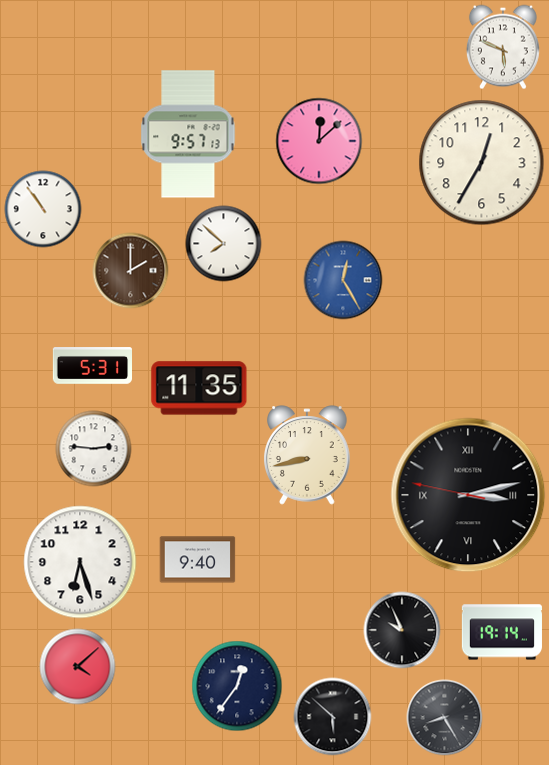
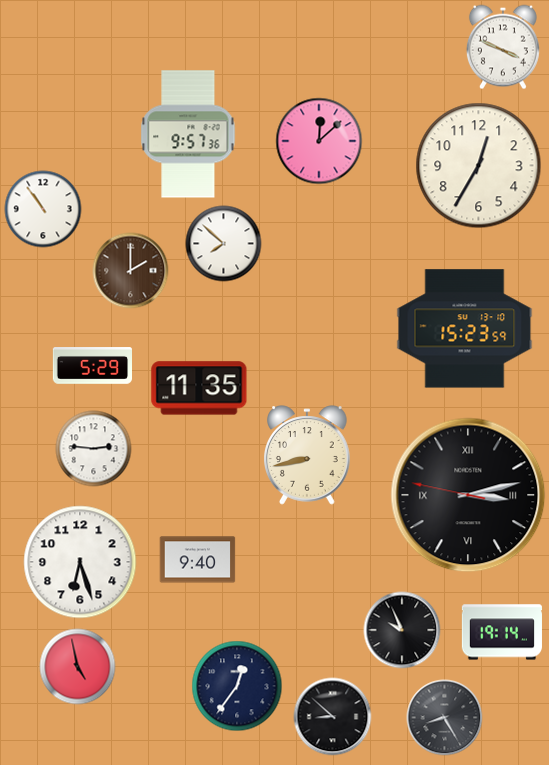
clock at (503, 47): 5:49 -> 3:49
clock at (188, 134): 9:57:13 -> 9:57:36
clock at (482, 163) position: (482, 163) -> (479, 166)
clock at (343, 280): 12:25 -> none
clock at (465, 329): none -> 15:23
clock at (92, 366): 5:31 -> 5:29
clock at (78, 667): 4:08 -> 4:58
clock at (333, 717): 5:52 -> 8:52
